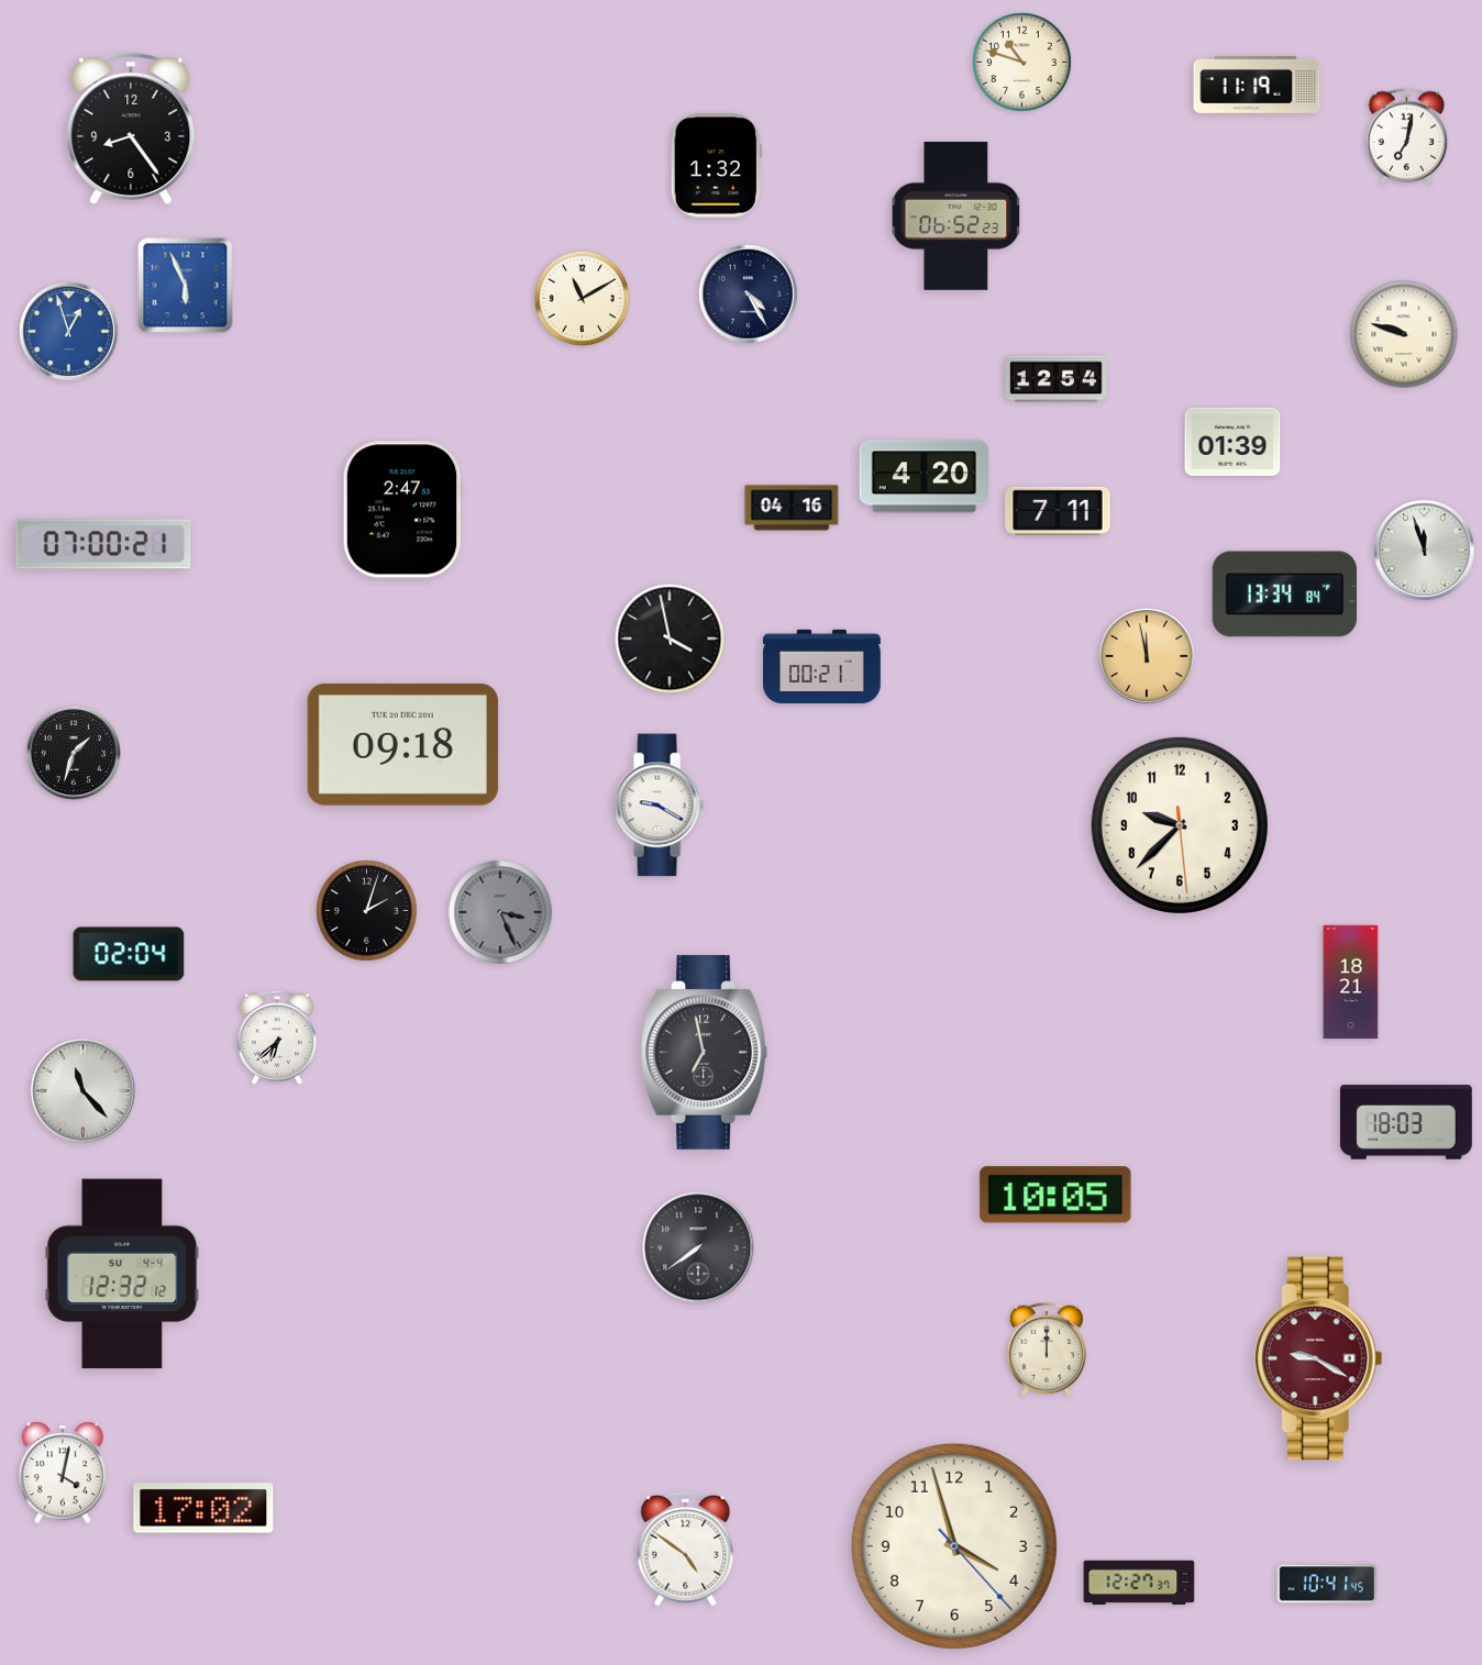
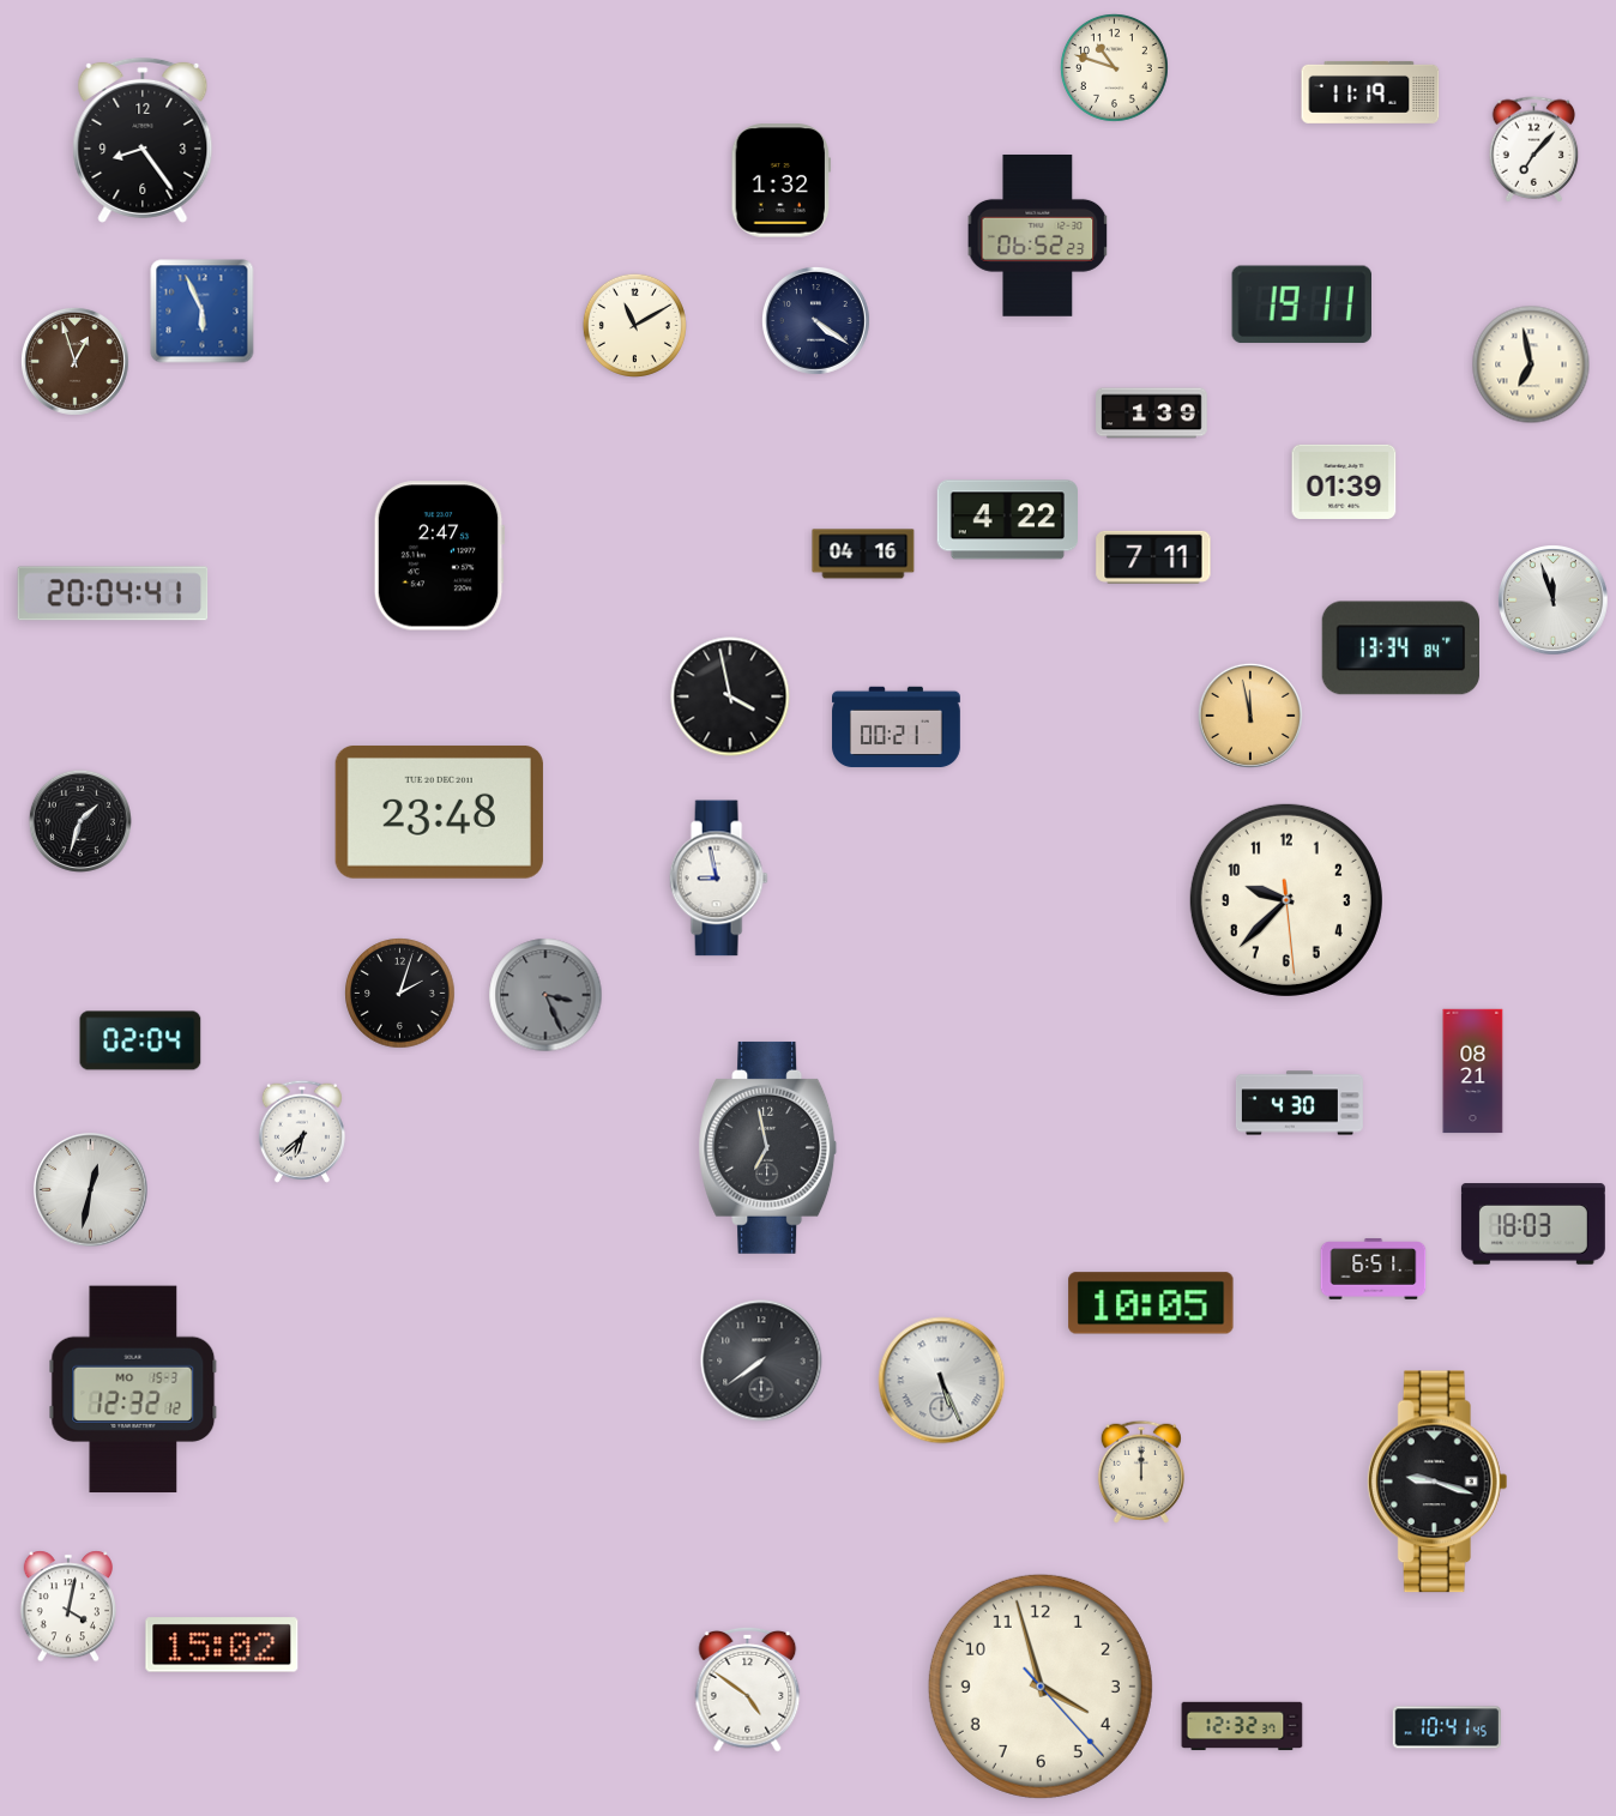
clock at (1407, 137): 7:02 -> 7:07
clock at (956, 215) position: (956, 215) -> (1038, 235)
clock at (1301, 304): none -> 19:11
clock at (748, 293): 4:25 -> 4:21
clock at (68, 331) dial: blue -> brown
clock at (1404, 334): 9:48 -> 6:58
clock at (1057, 379): 12:54 -> 1:39
clock at (924, 477): 4:20 -> 4:22
clock at (103, 544): 07:00 -> 20:04
clock at (402, 744): 09:18 -> 23:48
clock at (659, 806): 9:20 -> 8:58
clock at (1351, 983): 18:21 -> 08:21
clock at (1300, 1103): none -> 4:30
clock at (84, 1091): 11:23 -> 12:32
clock at (1374, 1269): none -> 6:51
clock at (942, 1381): none -> 5:26
clock at (122, 1274) date: SU 4-4 -> MO 15-3
clock at (1318, 1358): 9:20 -> 9:18
clock at (1318, 1358) dial: burgundy -> black
clock at (203, 1508): 17:02 -> 15:02
clock at (1139, 1583): 12:27 -> 12:32
